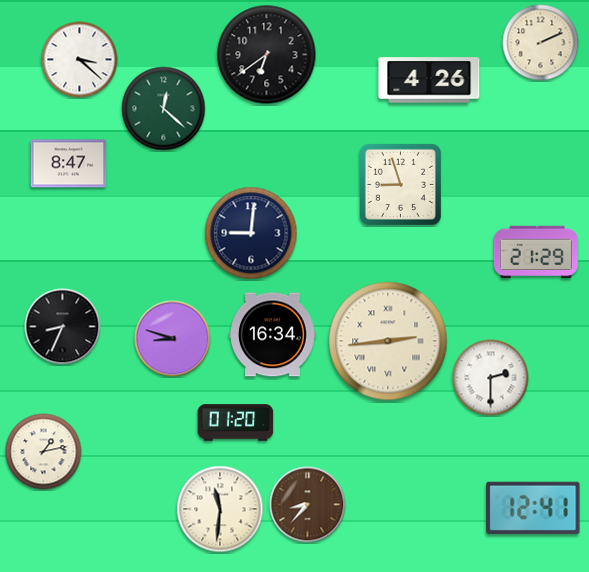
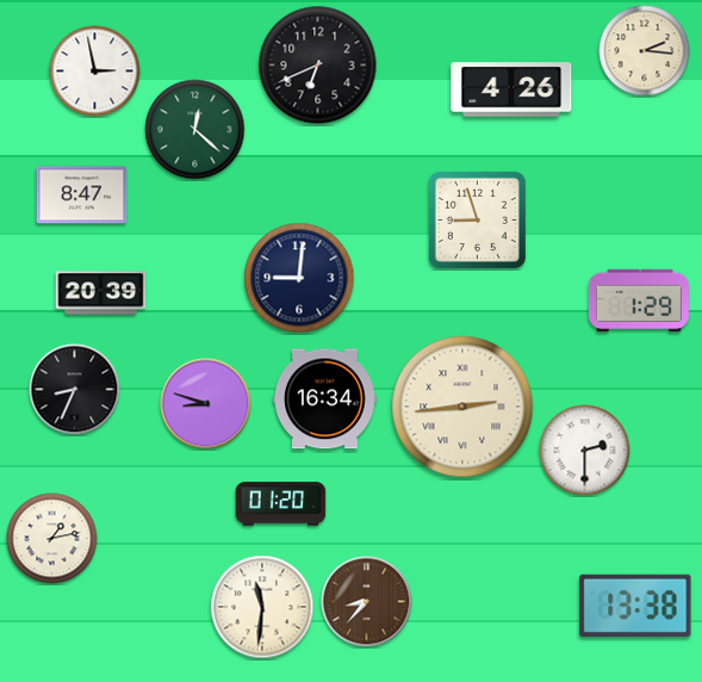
clock at (541, 43): 2:11 -> 2:16
clock at (267, 55): 6:39 -> 6:41
clock at (80, 60): 3:22 -> 2:58
clock at (429, 80) position: (429, 80) -> (511, 89)
clock at (101, 293): none -> 20:39
clock at (536, 252): 21:29 -> 1:29
clock at (533, 508): 12:41 -> 13:38
